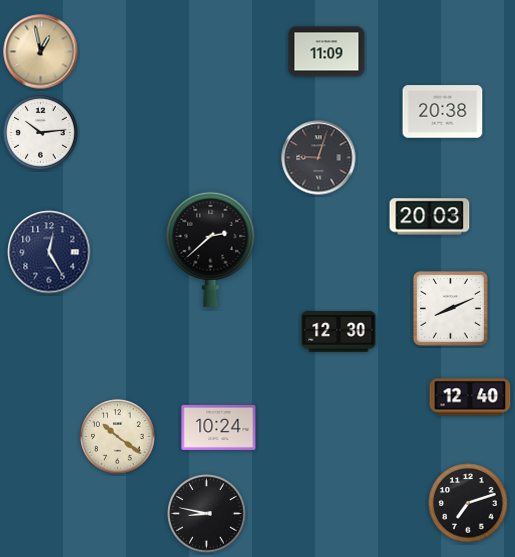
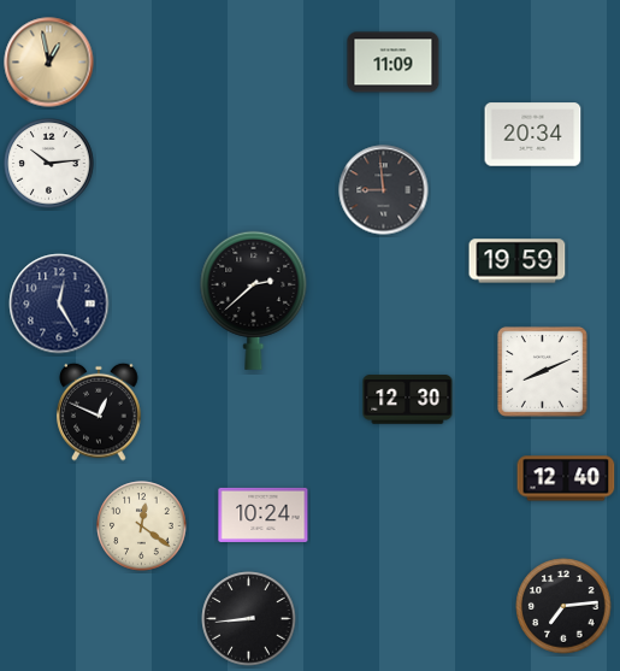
clock at (443, 112): 20:38 -> 20:34
clock at (41, 133) position: (41, 133) -> (49, 164)
clock at (319, 158): 9:03 -> 8:59
clock at (430, 217): 20:03 -> 19:59
clock at (99, 412): none -> 12:49
clock at (118, 437): 10:21 -> 12:21
clock at (468, 503): 7:12 -> 7:14
clock at (207, 514): 8:47 -> 8:44
